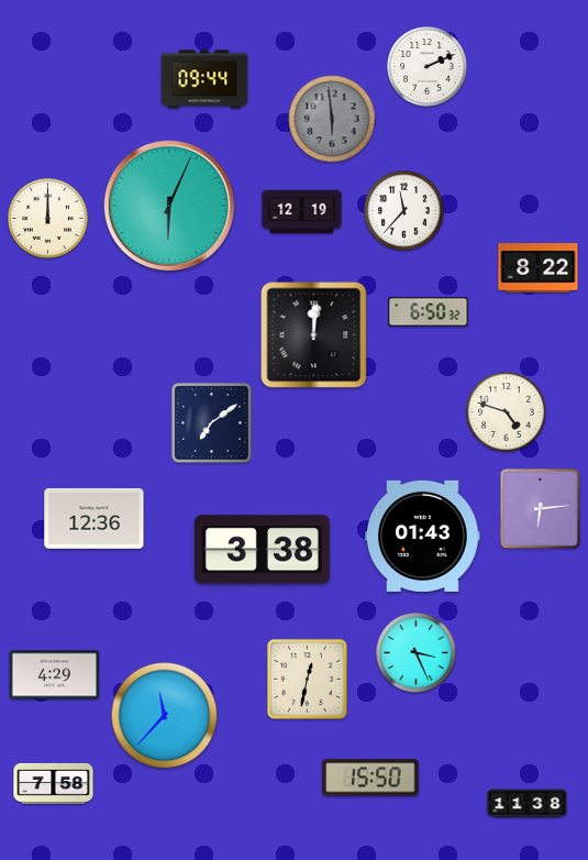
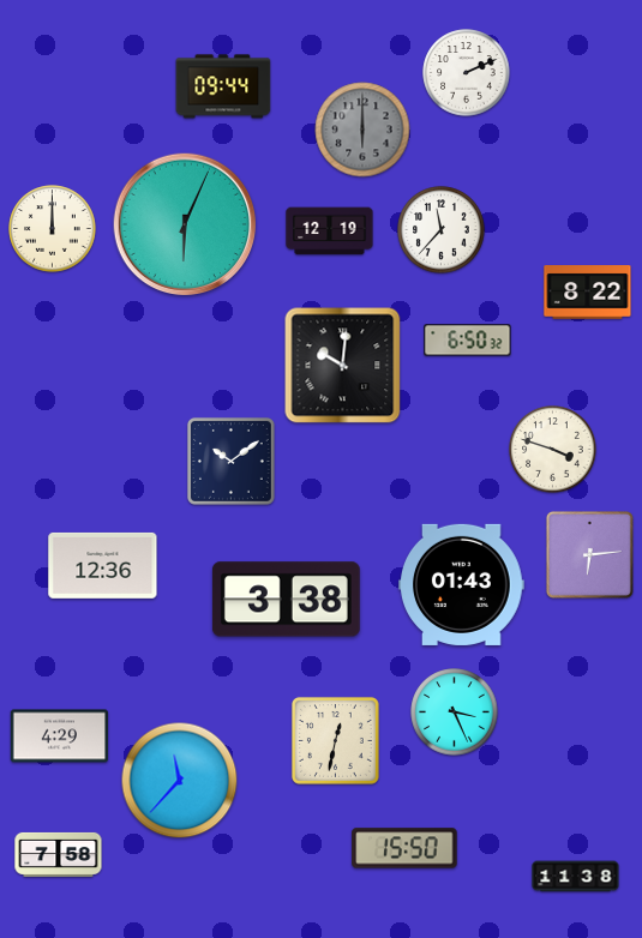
clock at (332, 119): 5:59 -> 6:00
clock at (48, 219) position: (48, 219) -> (53, 229)
clock at (314, 335): 12:01 -> 10:01
clock at (507, 412): 4:48 -> 3:48
clock at (211, 422): 7:09 -> 10:09
